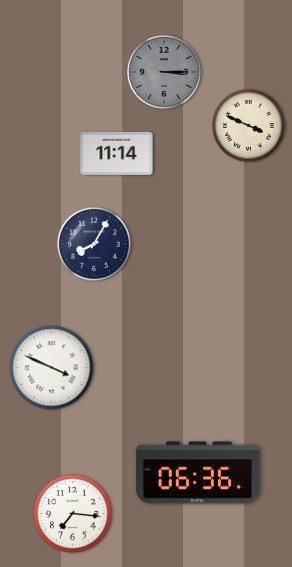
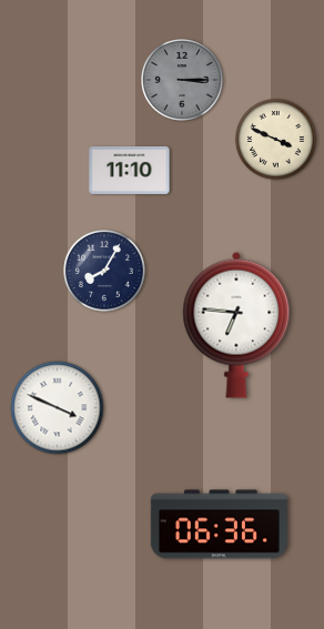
clock at (117, 153): 11:14 -> 11:10
clock at (236, 325): none -> 6:46
clock at (73, 514): 7:16 -> none
